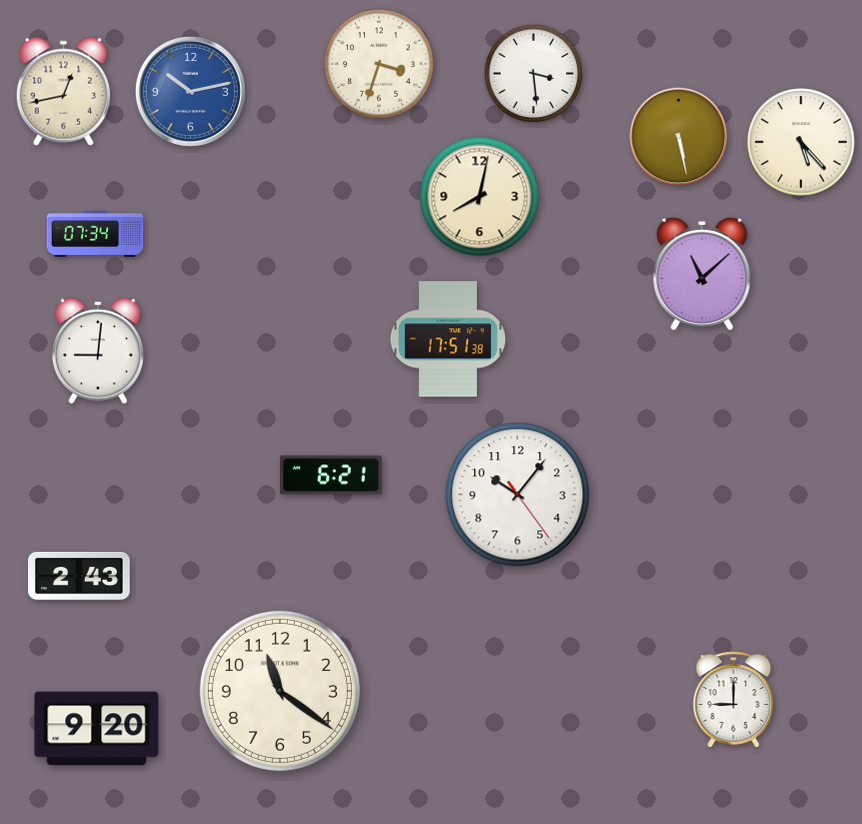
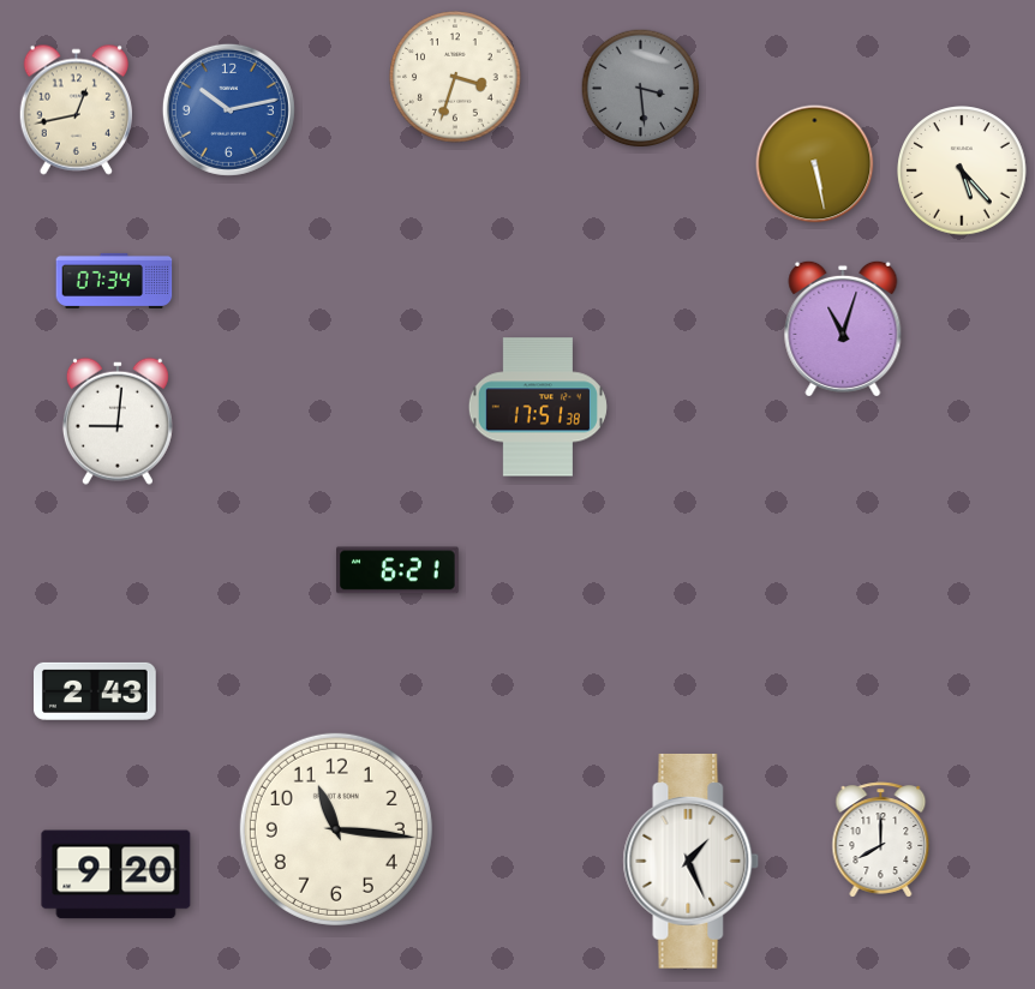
clock at (534, 74) dial: white -> grey
clock at (480, 197): 8:02 -> none
clock at (702, 274): 11:08 -> 11:03
clock at (518, 495): 10:06 -> none
clock at (280, 691): 11:21 -> 11:16
clock at (734, 700): 9:00 -> 8:00
clock at (692, 861): none -> 1:26
